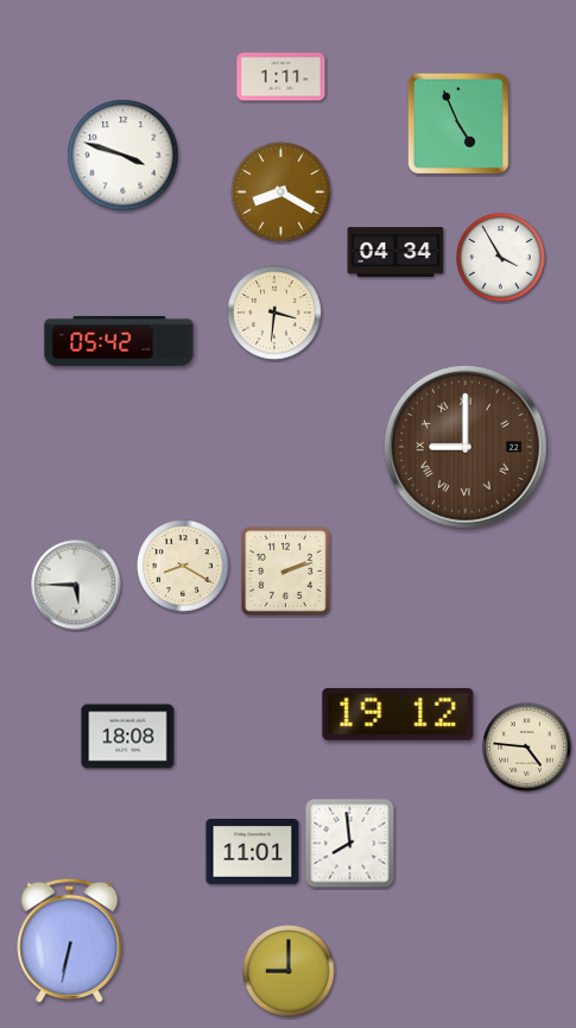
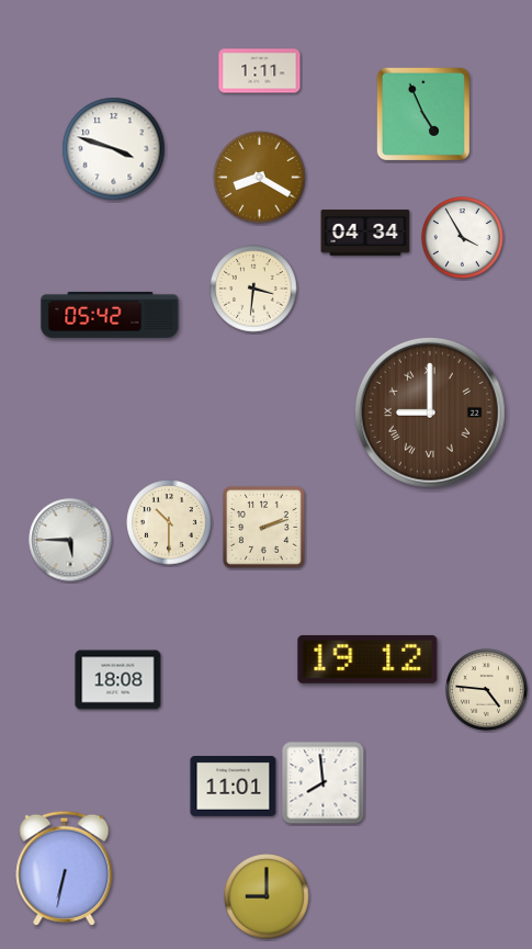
clock at (124, 156) position: (124, 156) -> (114, 149)
clock at (183, 566): 8:20 -> 10:30
clock at (350, 844) position: (350, 844) -> (324, 783)
